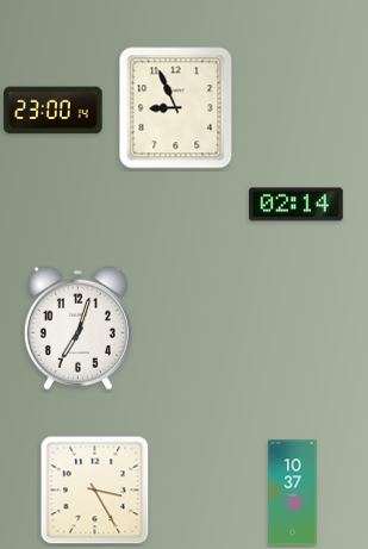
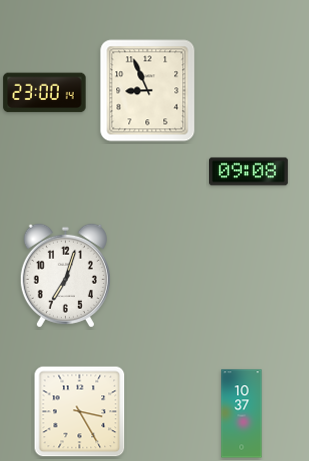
clock at (297, 205): 02:14 -> 09:08
clock at (293, 493) position: (293, 493) -> (242, 414)
